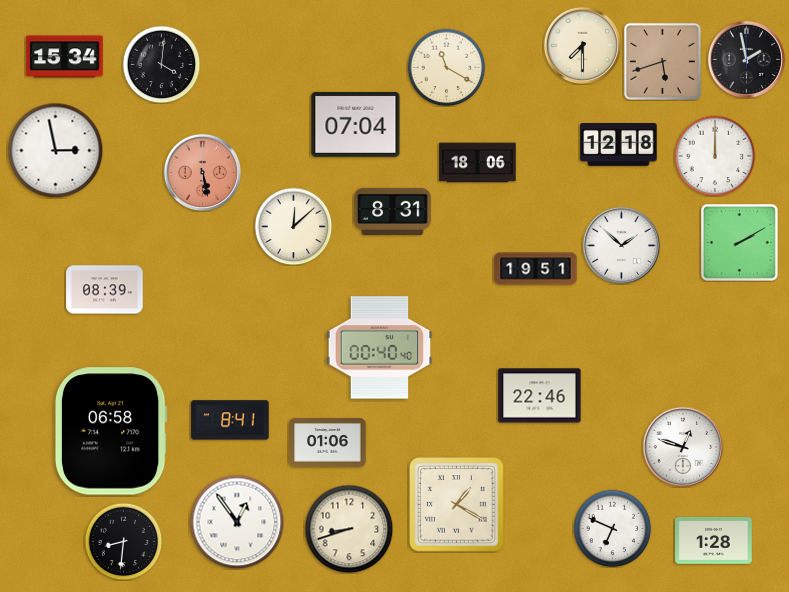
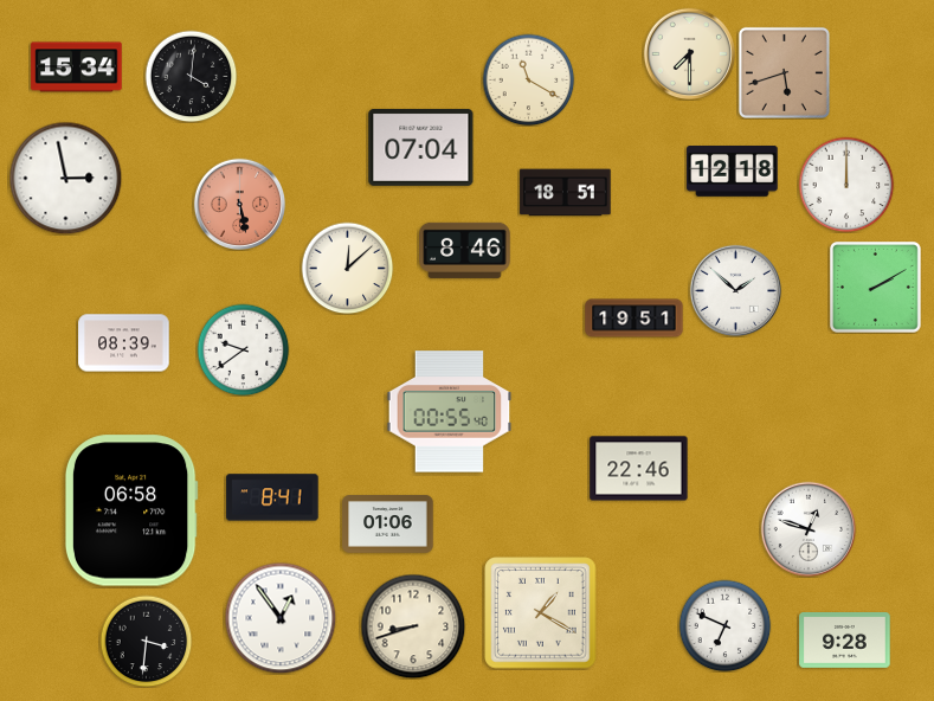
clock at (746, 59): 1:58 -> none
clock at (478, 163): 18:06 -> 18:51
clock at (393, 211): 8:31 -> 8:46
clock at (243, 349): none -> 9:39
clock at (380, 348): 00:40 -> 00:55
clock at (457, 505) position: (457, 505) -> (541, 613)
clock at (123, 541): 8:31 -> 3:31
clock at (714, 541): 1:28 -> 9:28
